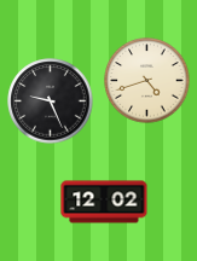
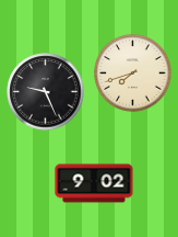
clock at (147, 81): 4:42 -> 7:42
clock at (104, 202): 12:02 -> 9:02
